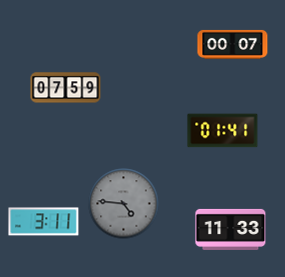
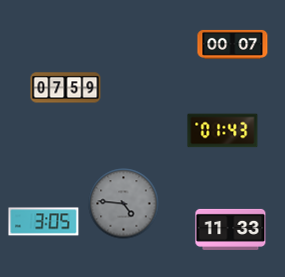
clock at (223, 131): 01:41 -> 01:43
clock at (44, 222): 3:11 -> 3:05
